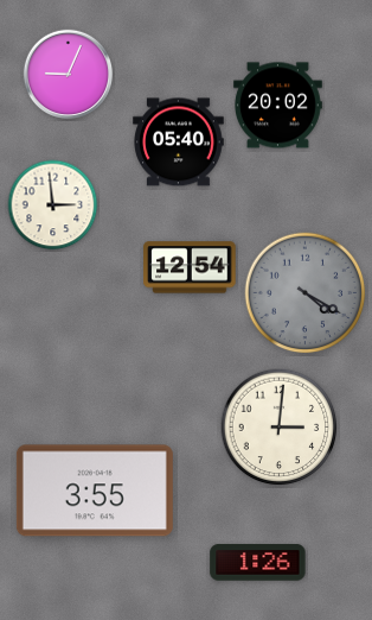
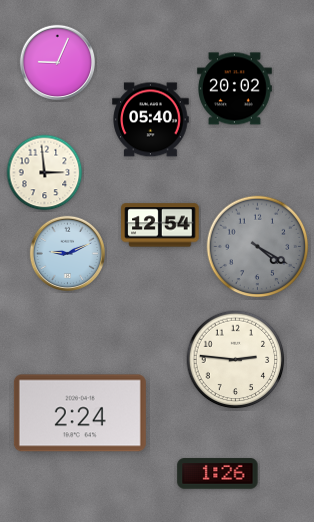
clock at (67, 253): none -> 9:11
clock at (280, 428): 3:01 -> 2:46
clock at (95, 491): 3:55 -> 2:24
